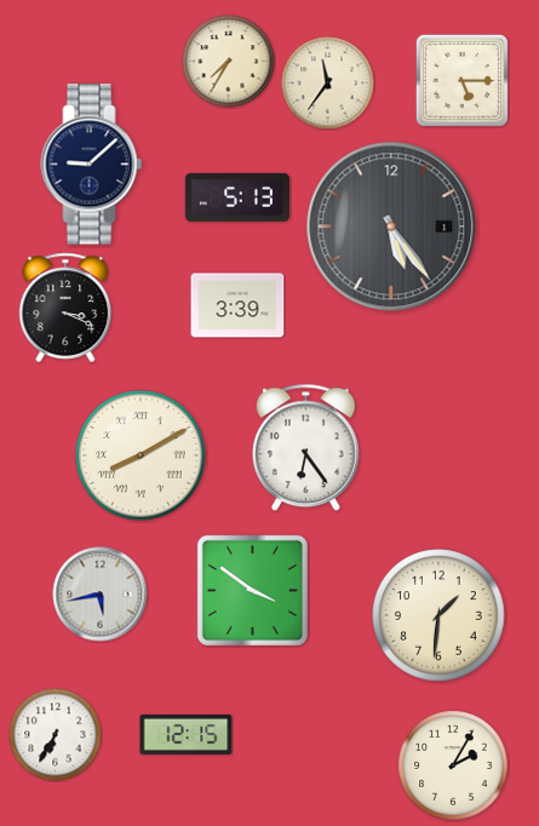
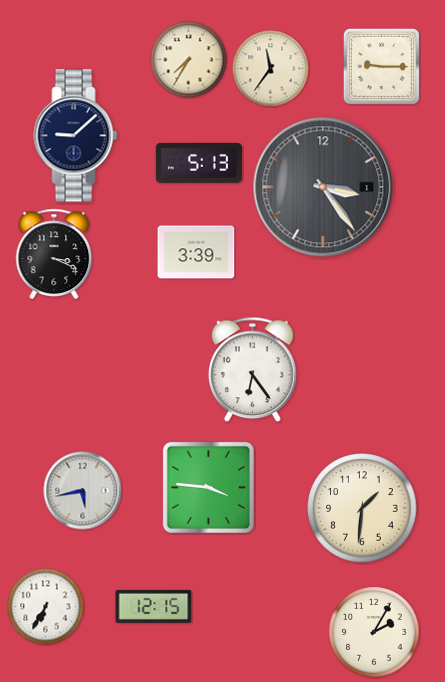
clock at (229, 62) position: (229, 62) -> (189, 60)
clock at (461, 80): 5:15 -> 9:15
clock at (237, 197) position: (237, 197) -> (199, 163)
clock at (391, 226): 5:24 -> 3:24
clock at (141, 455): 8:10 -> none
clock at (252, 590): 3:51 -> 3:46
